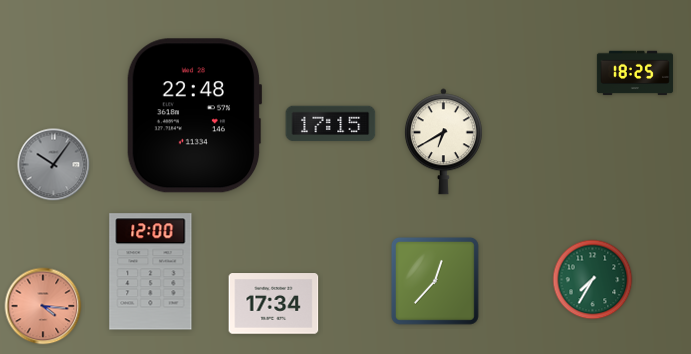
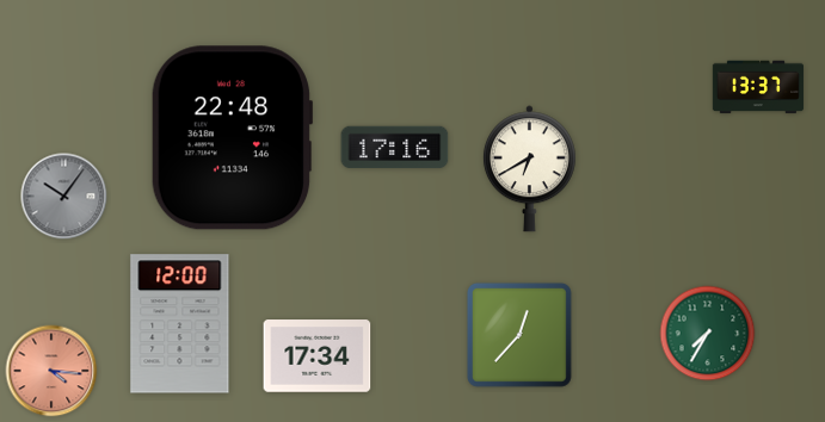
clock at (635, 73): 18:25 -> 13:37
clock at (331, 124): 17:15 -> 17:16
clock at (274, 304) position: (274, 304) -> (318, 356)
clock at (43, 306) position: (43, 306) -> (51, 371)
